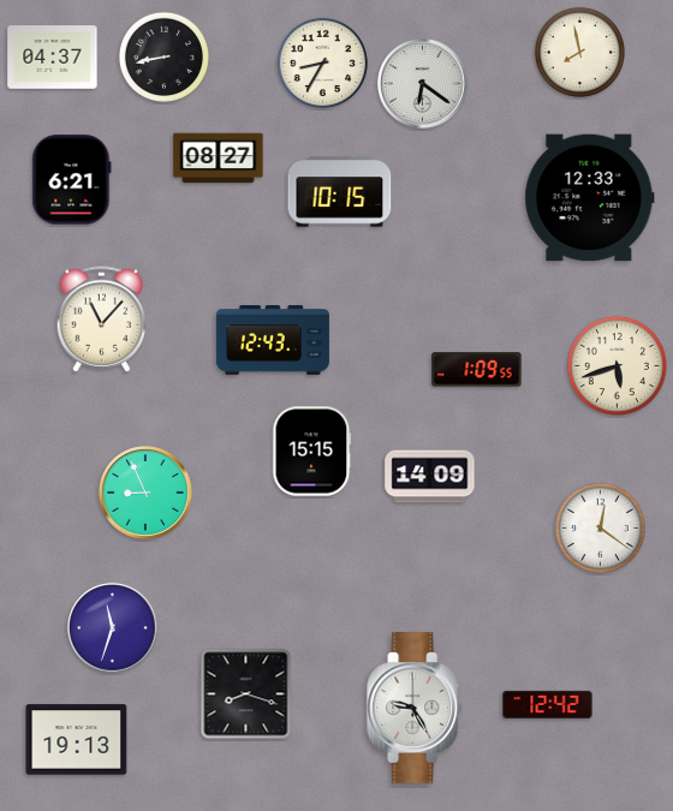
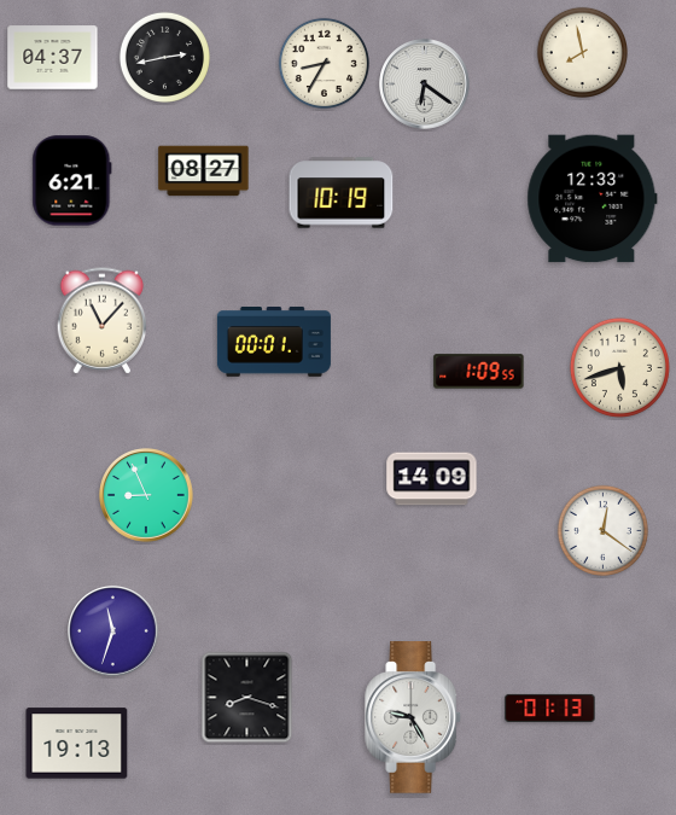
clock at (163, 56): 8:43 -> 2:43
clock at (219, 159) position: (219, 159) -> (204, 171)
clock at (340, 192): 10:15 -> 10:19
clock at (273, 341): 12:43 -> 00:01
clock at (312, 452): 15:15 -> none
clock at (548, 704): 12:42 -> 01:13
clock at (416, 708) position: (416, 708) -> (414, 717)
